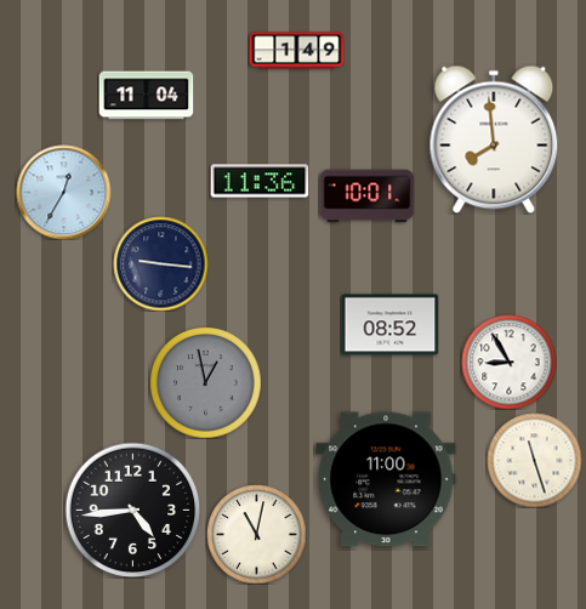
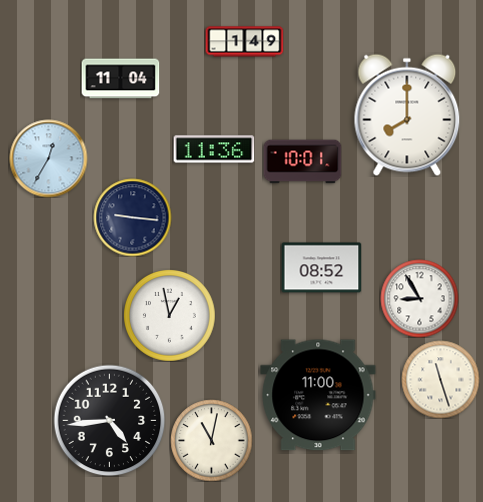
clock at (494, 140): 7:59 -> 8:00
clock at (63, 192) position: (63, 192) -> (48, 158)
clock at (206, 383) dial: grey -> white
